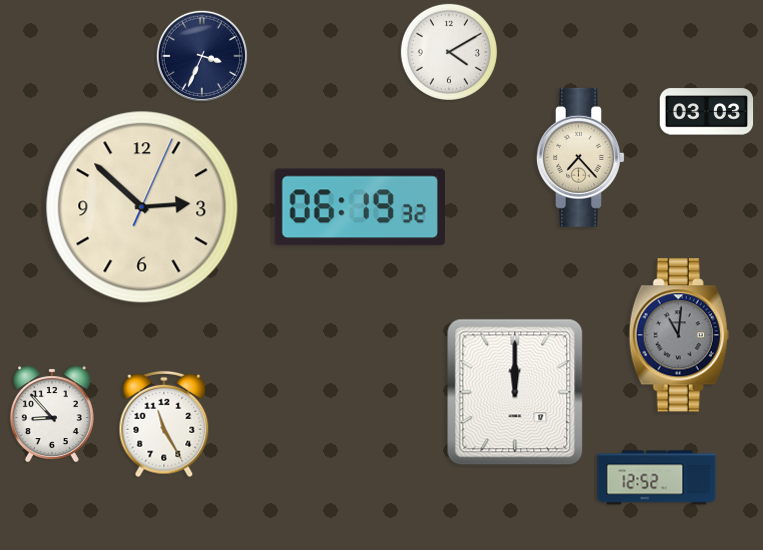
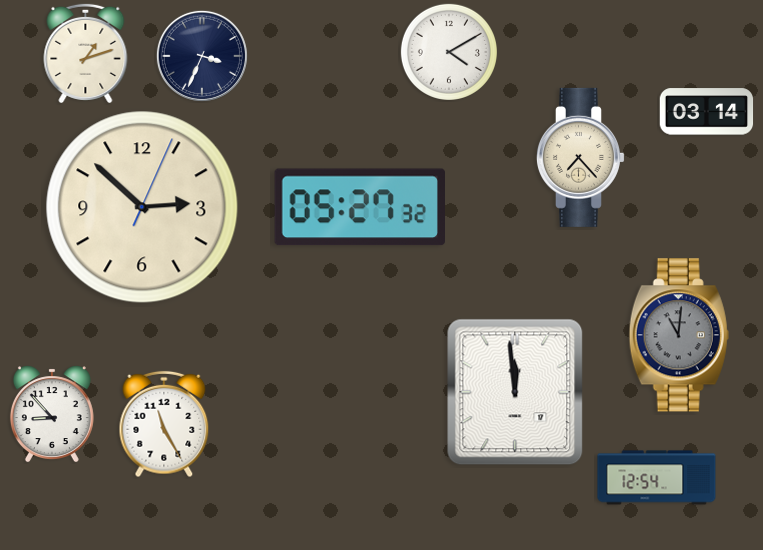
clock at (86, 53): none -> 1:12
clock at (707, 112): 03:03 -> 03:14
clock at (359, 207): 06:19 -> 05:27
clock at (515, 392): 12:00 -> 11:59
clock at (657, 478): 12:52 -> 12:54
